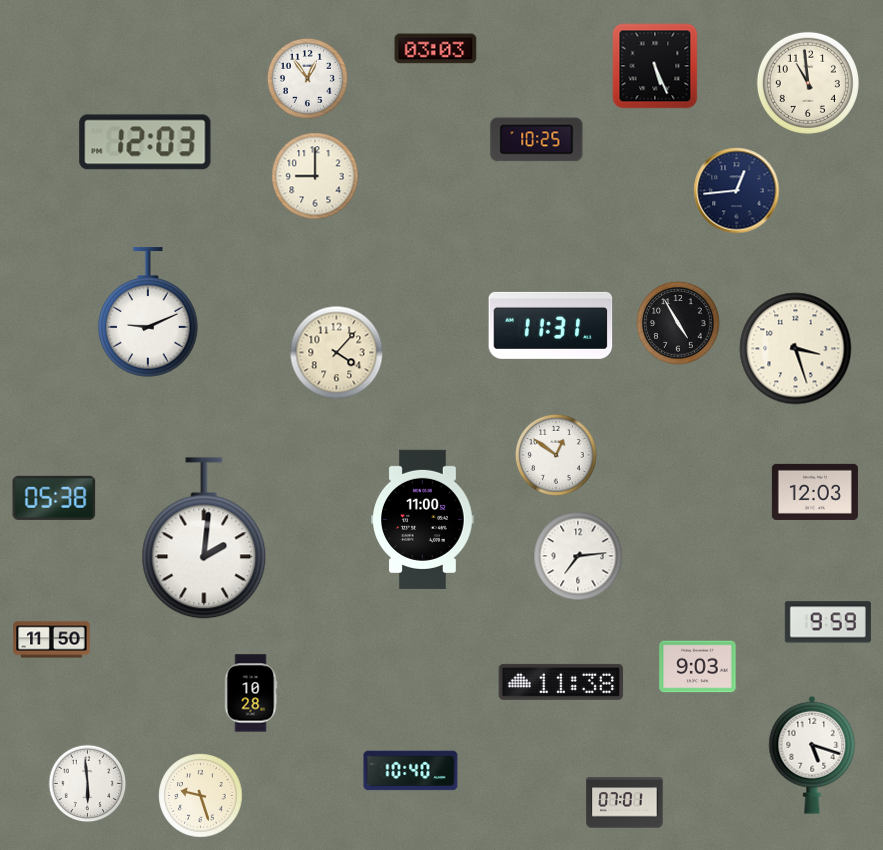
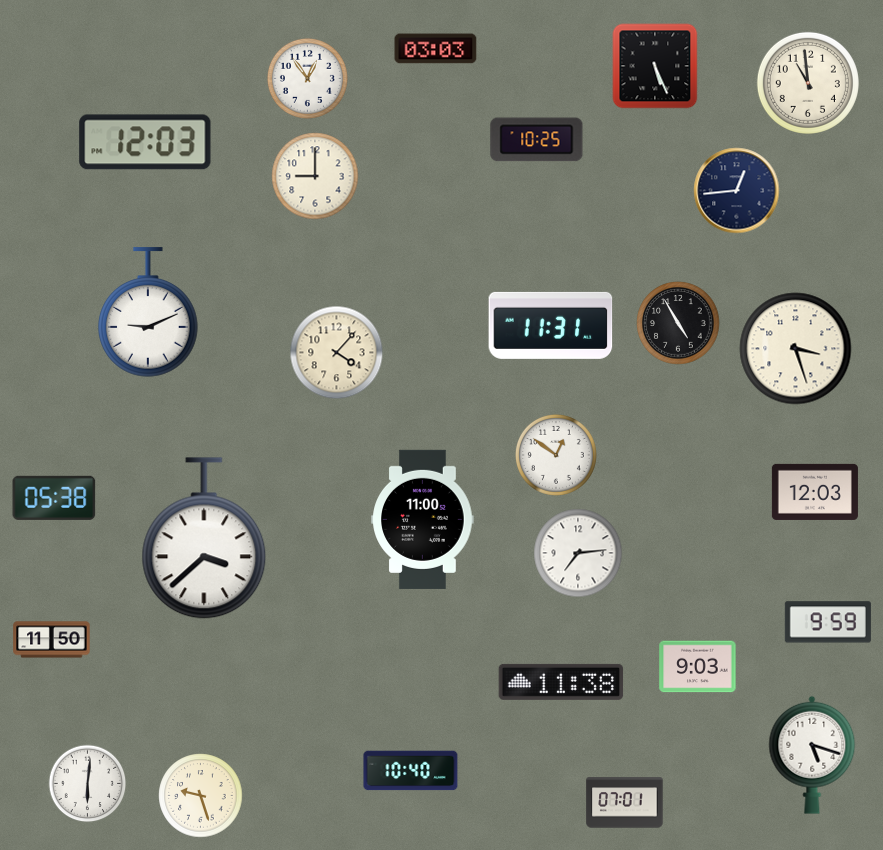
clock at (204, 538): 2:01 -> 3:38
clock at (578, 556) position: (578, 556) -> (578, 553)
clock at (251, 693): 10:28 -> none
clock at (88, 784): 5:59 -> 6:01
